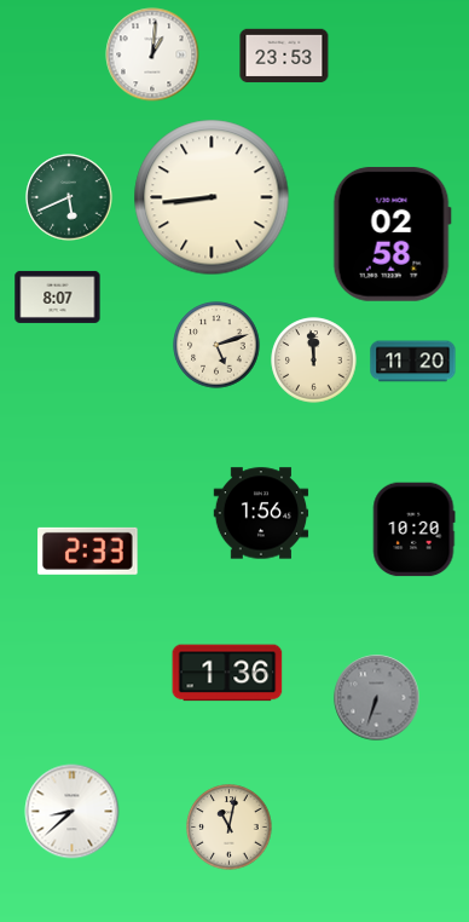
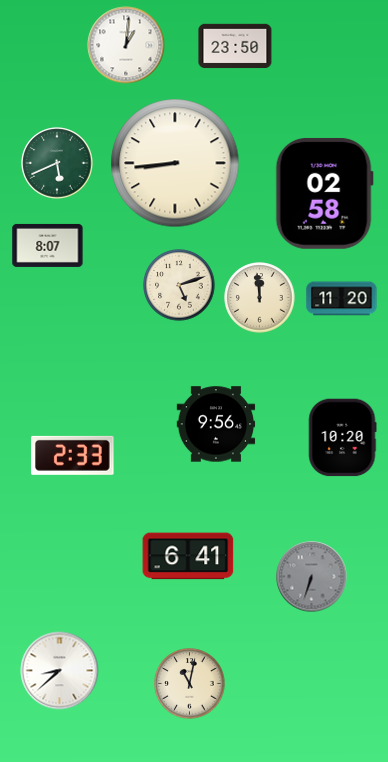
clock at (284, 56): 23:53 -> 23:50
clock at (261, 513): 1:56 -> 9:56
clock at (227, 673): 1:36 -> 6:41
